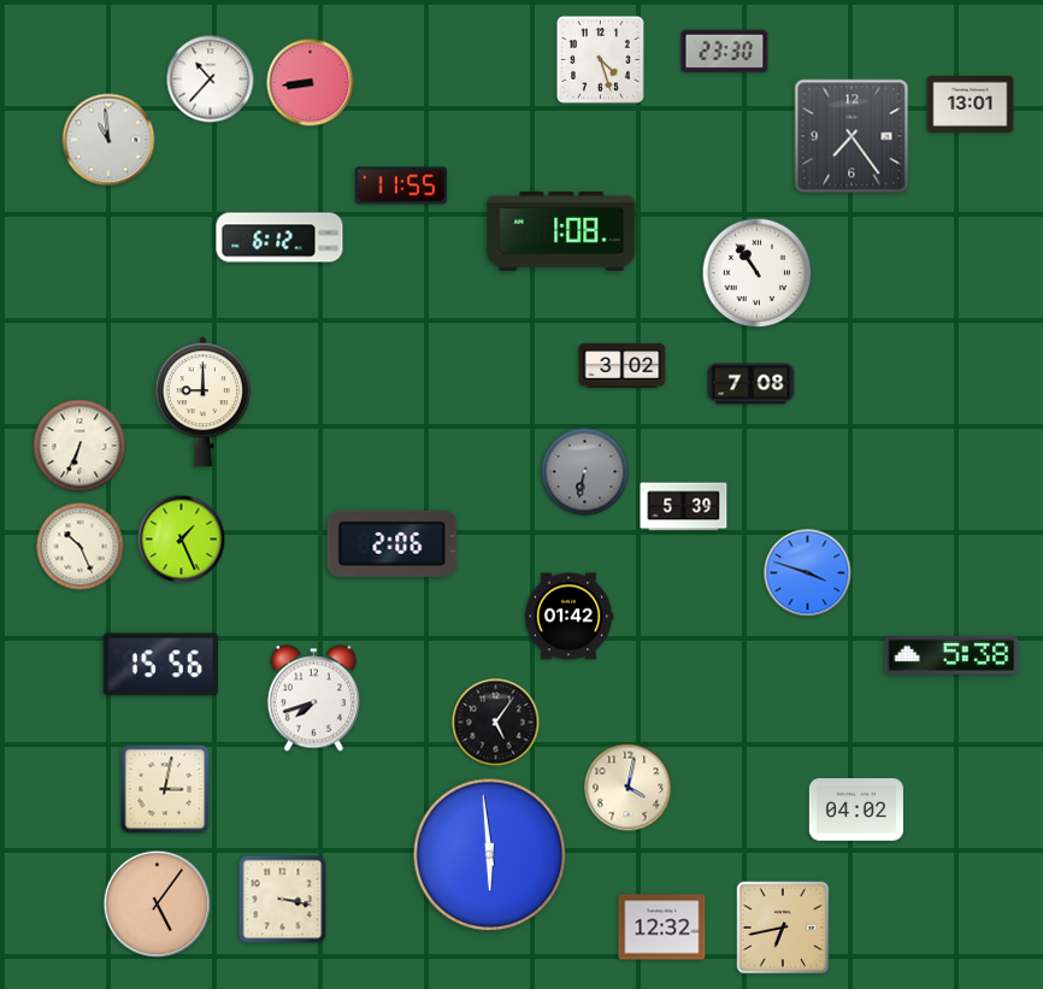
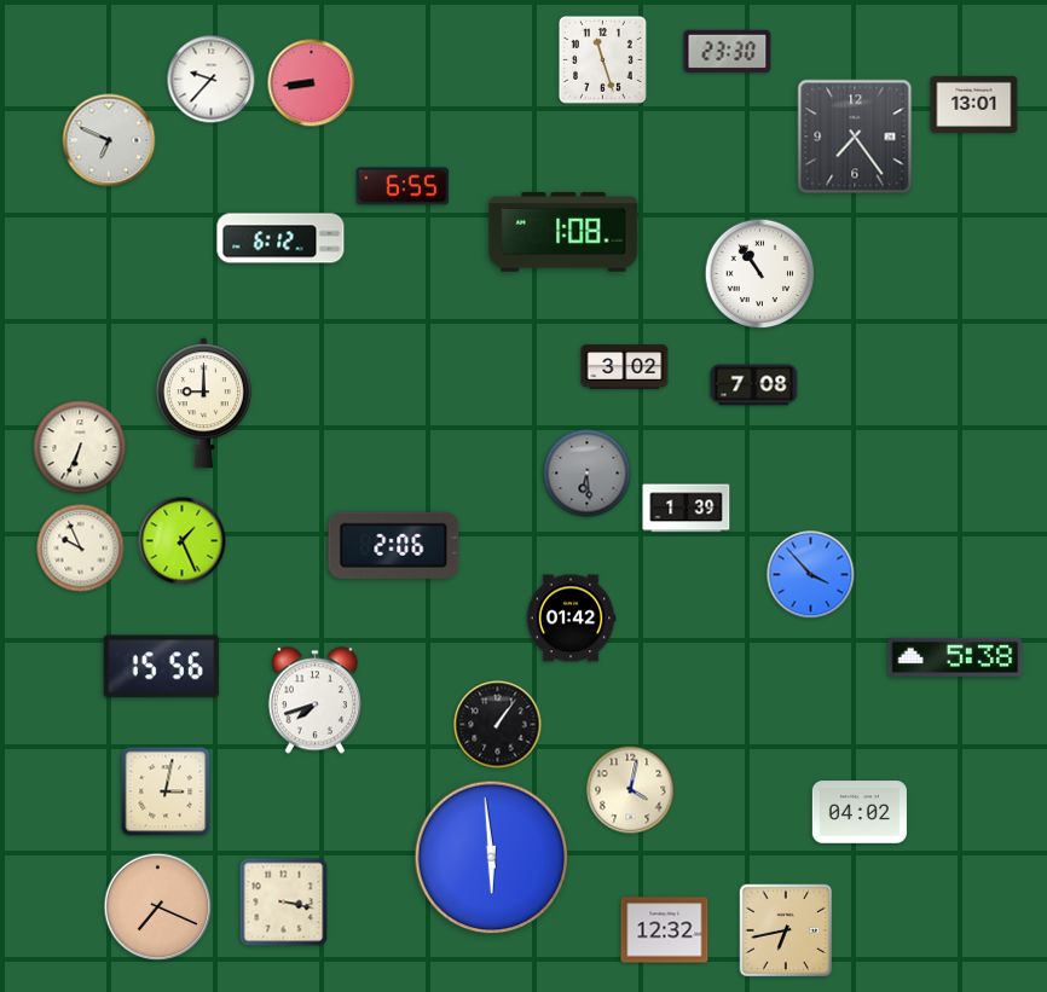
clock at (601, 60): 4:27 -> 11:27
clock at (211, 80): 10:37 -> 9:37
clock at (108, 140): 10:59 -> 6:49
clock at (401, 186): 11:55 -> 6:55
clock at (585, 472): 6:32 -> 6:29
clock at (684, 507): 5:39 -> 1:39
clock at (81, 547): 10:26 -> 9:56
clock at (808, 573): 3:48 -> 3:53
clock at (496, 723): 5:06 -> 1:06
clock at (158, 905): 5:06 -> 7:19
